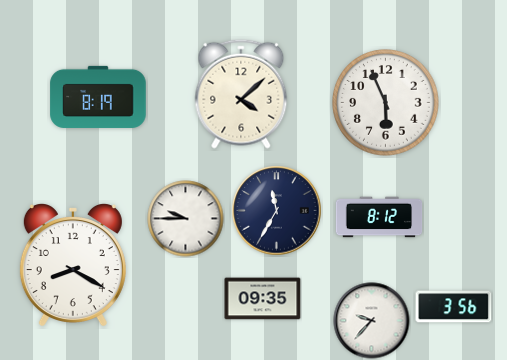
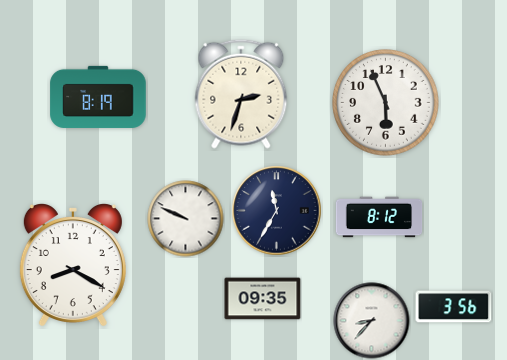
clock at (241, 94): 4:08 -> 2:33
clock at (186, 219): 9:45 -> 9:49
clock at (372, 321): 9:37 -> 8:37
